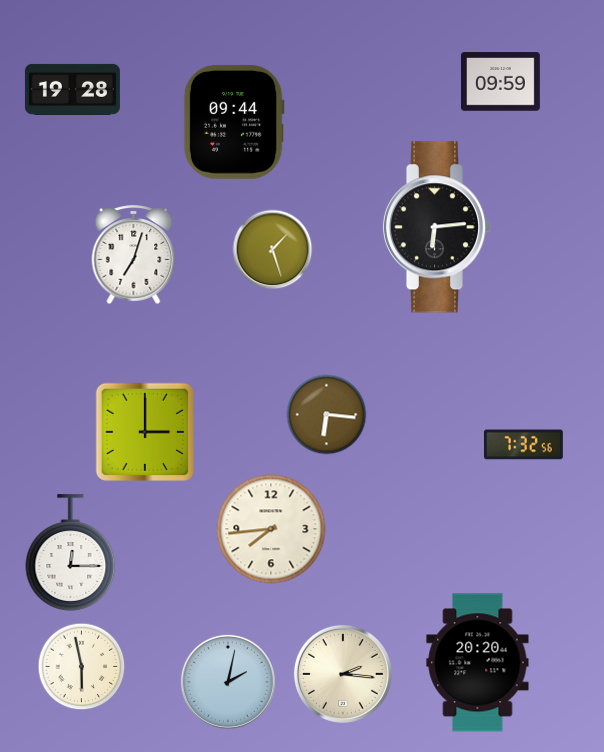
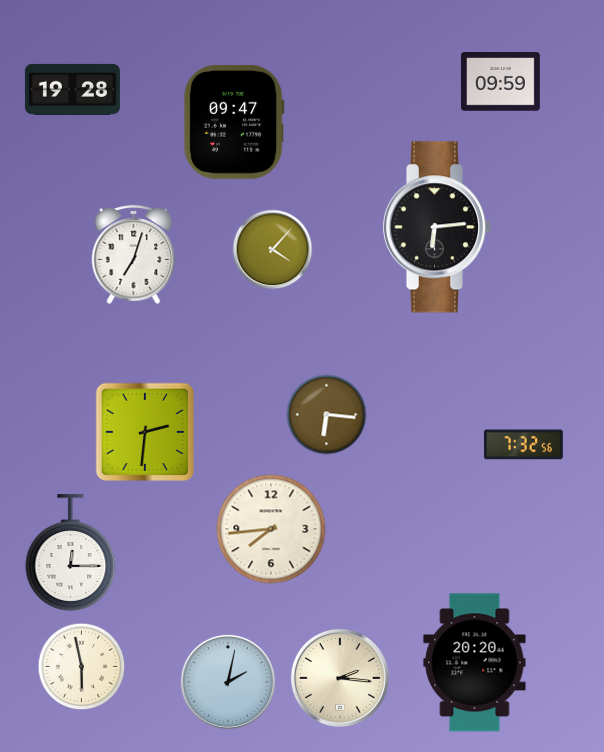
clock at (234, 122): 09:44 -> 09:47
clock at (273, 250): 1:27 -> 4:07
clock at (145, 432): 3:00 -> 2:31
clock at (478, 663) position: (478, 663) -> (475, 663)
clock at (343, 674) position: (343, 674) -> (340, 678)
